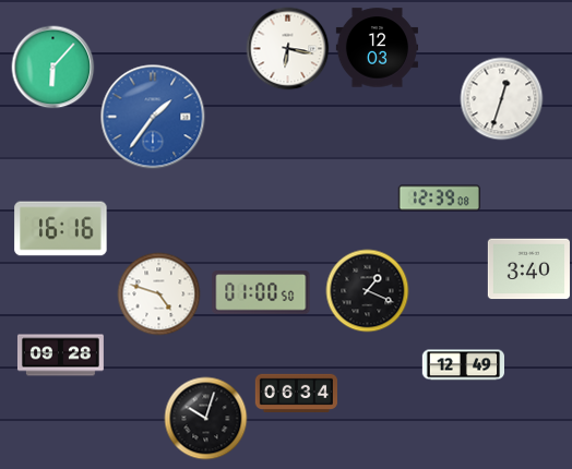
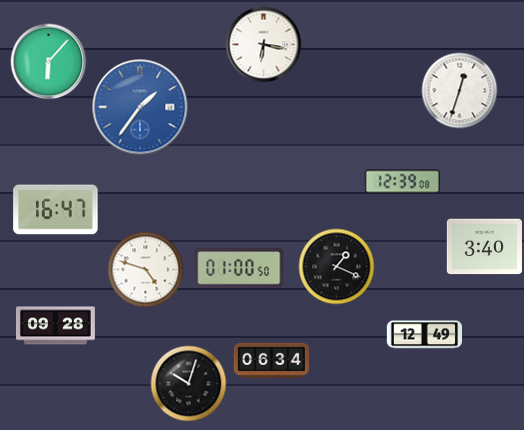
clock at (377, 48): 12:03 -> none
clock at (61, 229): 16:16 -> 16:47
